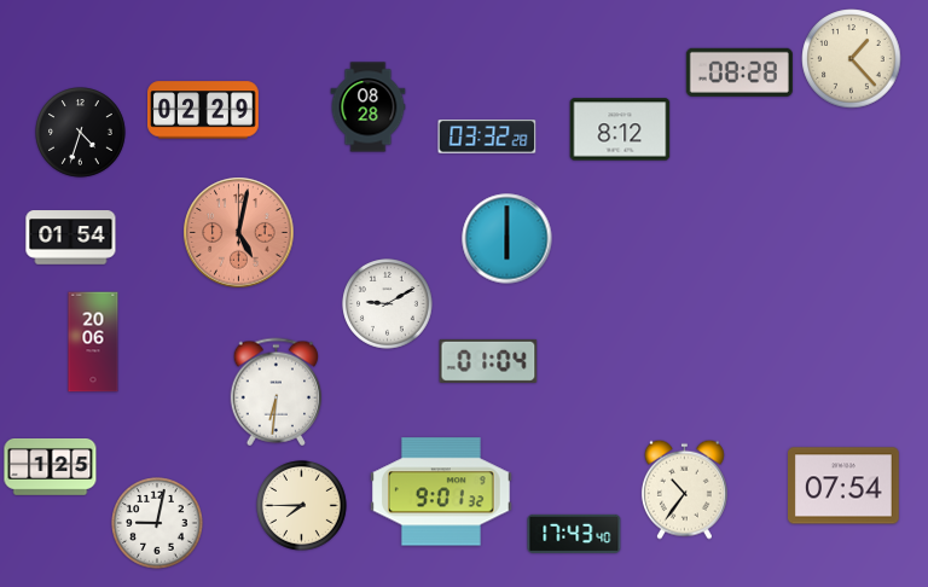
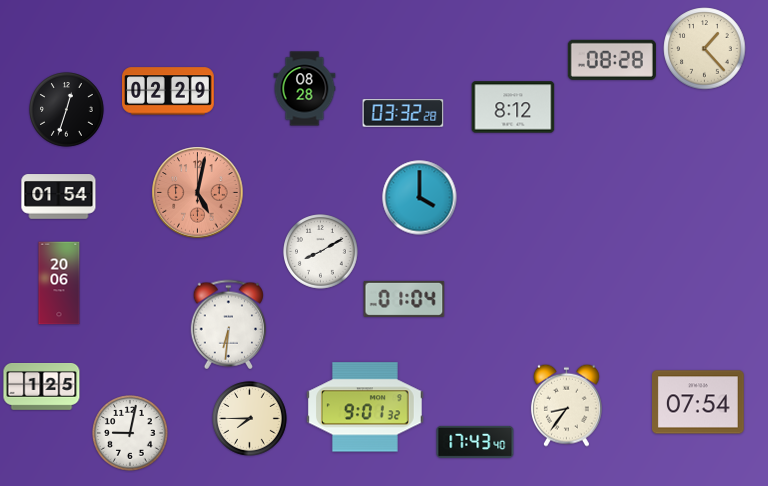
clock at (81, 133): 4:33 -> 12:33
clock at (507, 239): 6:00 -> 4:00
clock at (388, 304): 9:10 -> 8:10
clock at (93, 342) position: (93, 342) -> (59, 283)
clock at (684, 489): 10:36 -> 8:36
